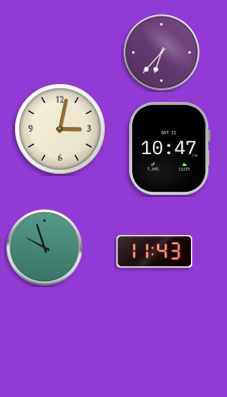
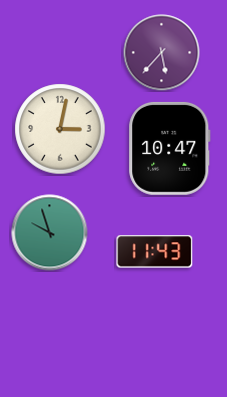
clock at (162, 53): 6:37 -> 5:37
clock at (45, 248) position: (45, 248) -> (50, 233)
